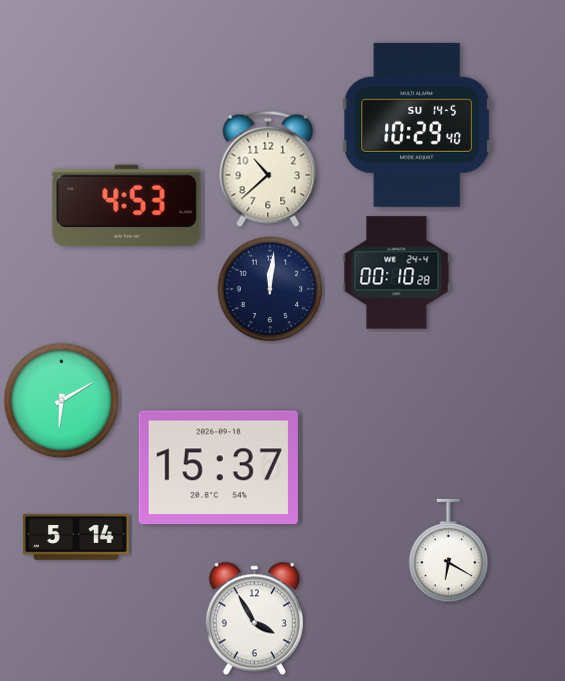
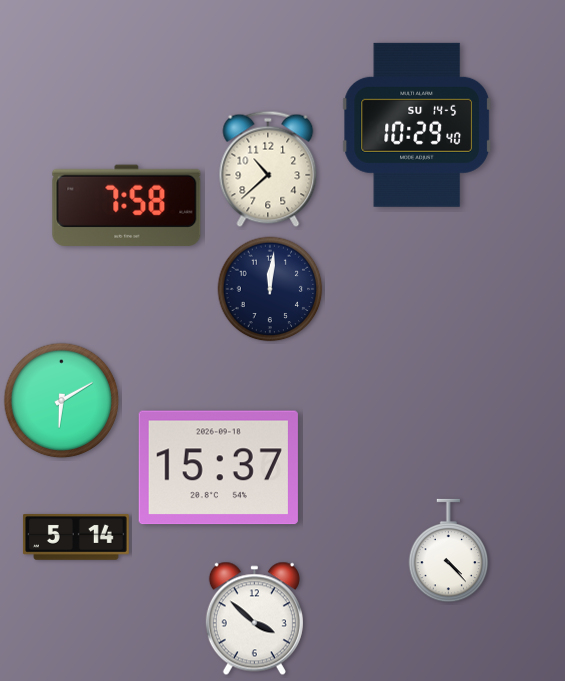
clock at (127, 205): 4:53 -> 7:58
clock at (397, 273): 00:10 -> none
clock at (449, 551): 6:20 -> 4:23
clock at (254, 619): 3:55 -> 3:52
